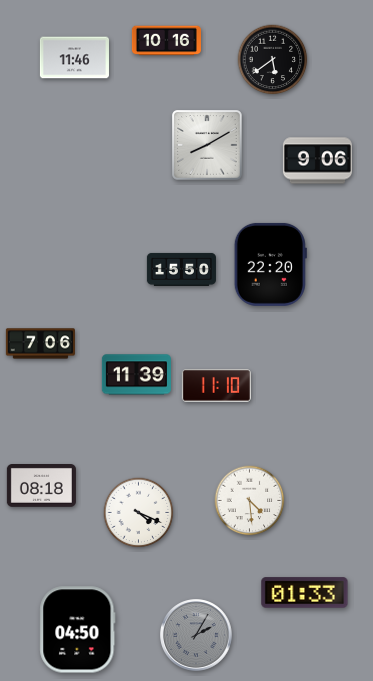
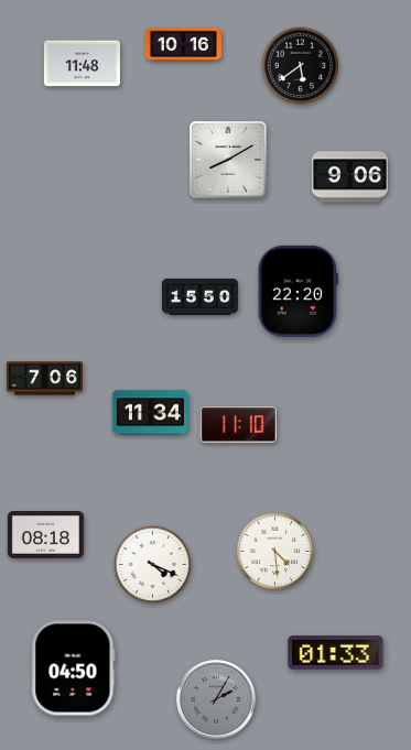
clock at (74, 58): 11:46 -> 11:48
clock at (136, 375): 11:39 -> 11:34
clock at (78, 630) position: (78, 630) -> (74, 669)
